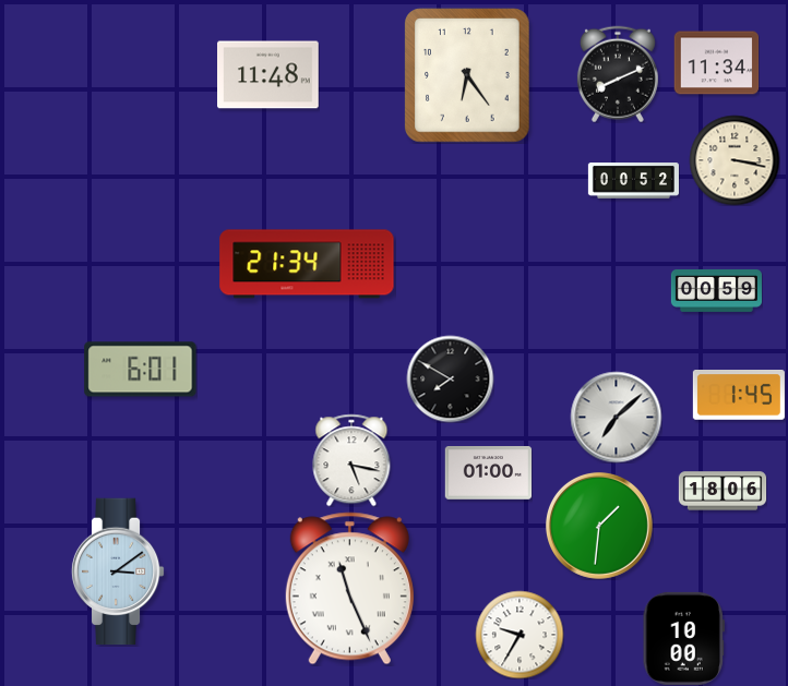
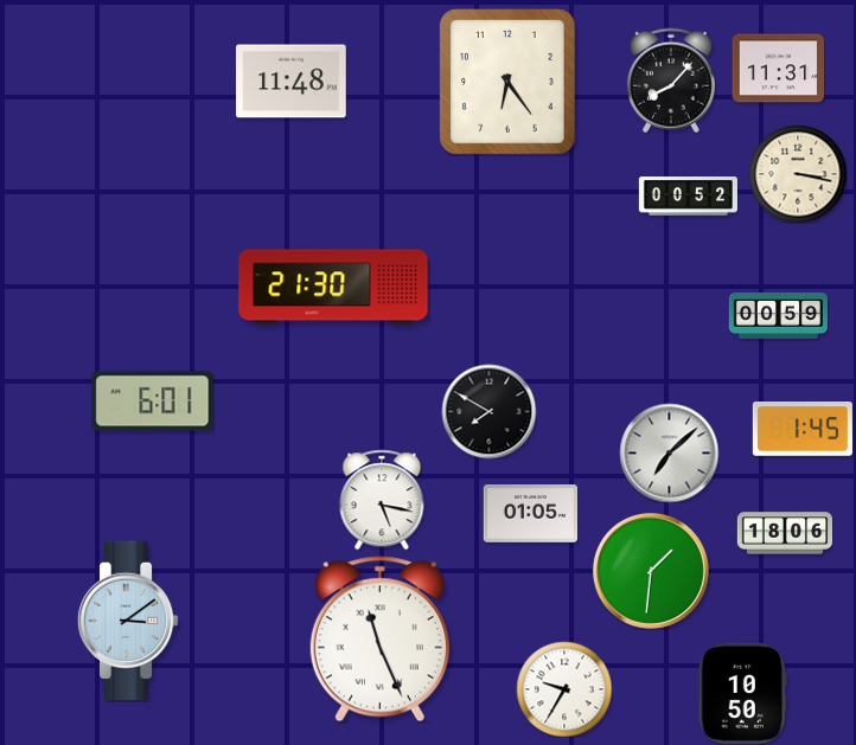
clock at (716, 63): 11:34 -> 11:31
clock at (618, 74): 8:11 -> 8:07
clock at (307, 264): 21:34 -> 21:30
clock at (488, 473): 01:00 -> 01:05
clock at (683, 638): 10:00 -> 10:50
